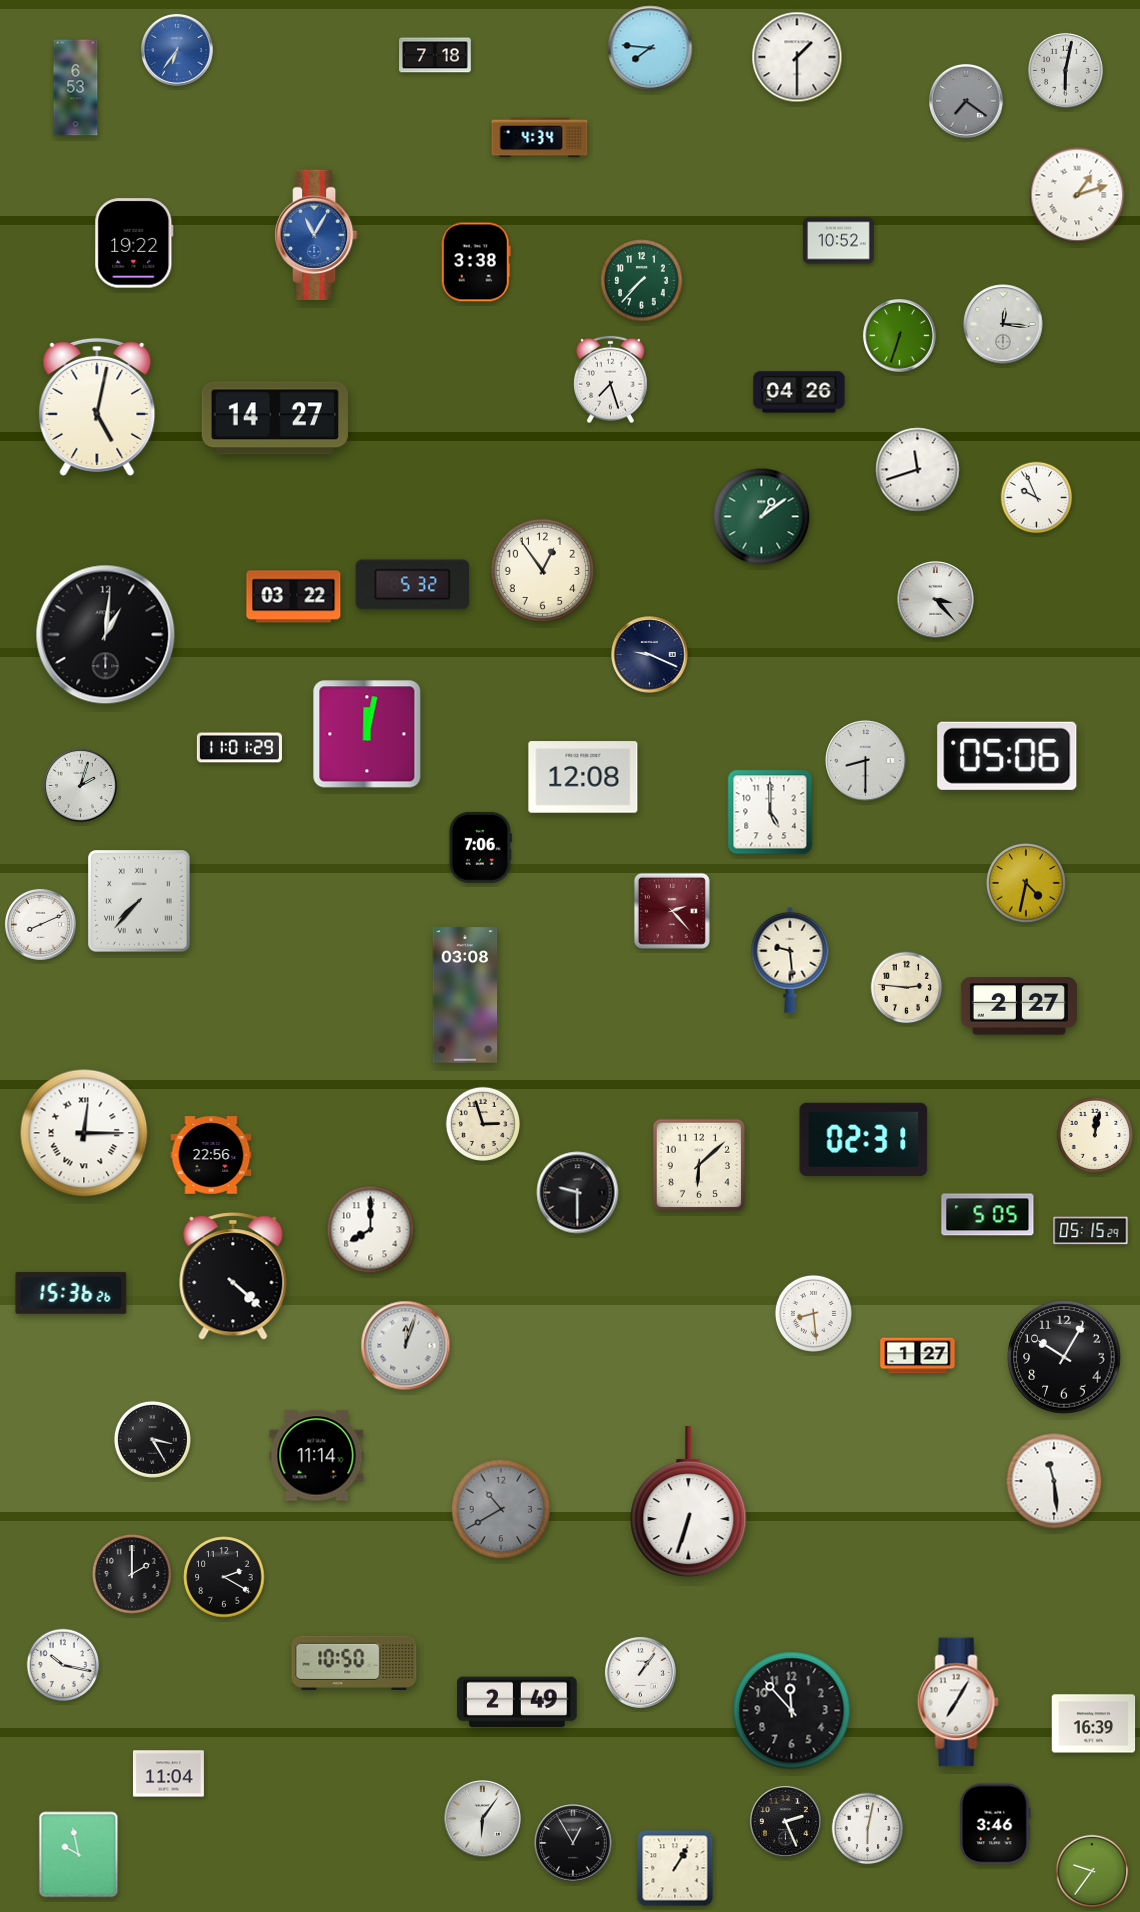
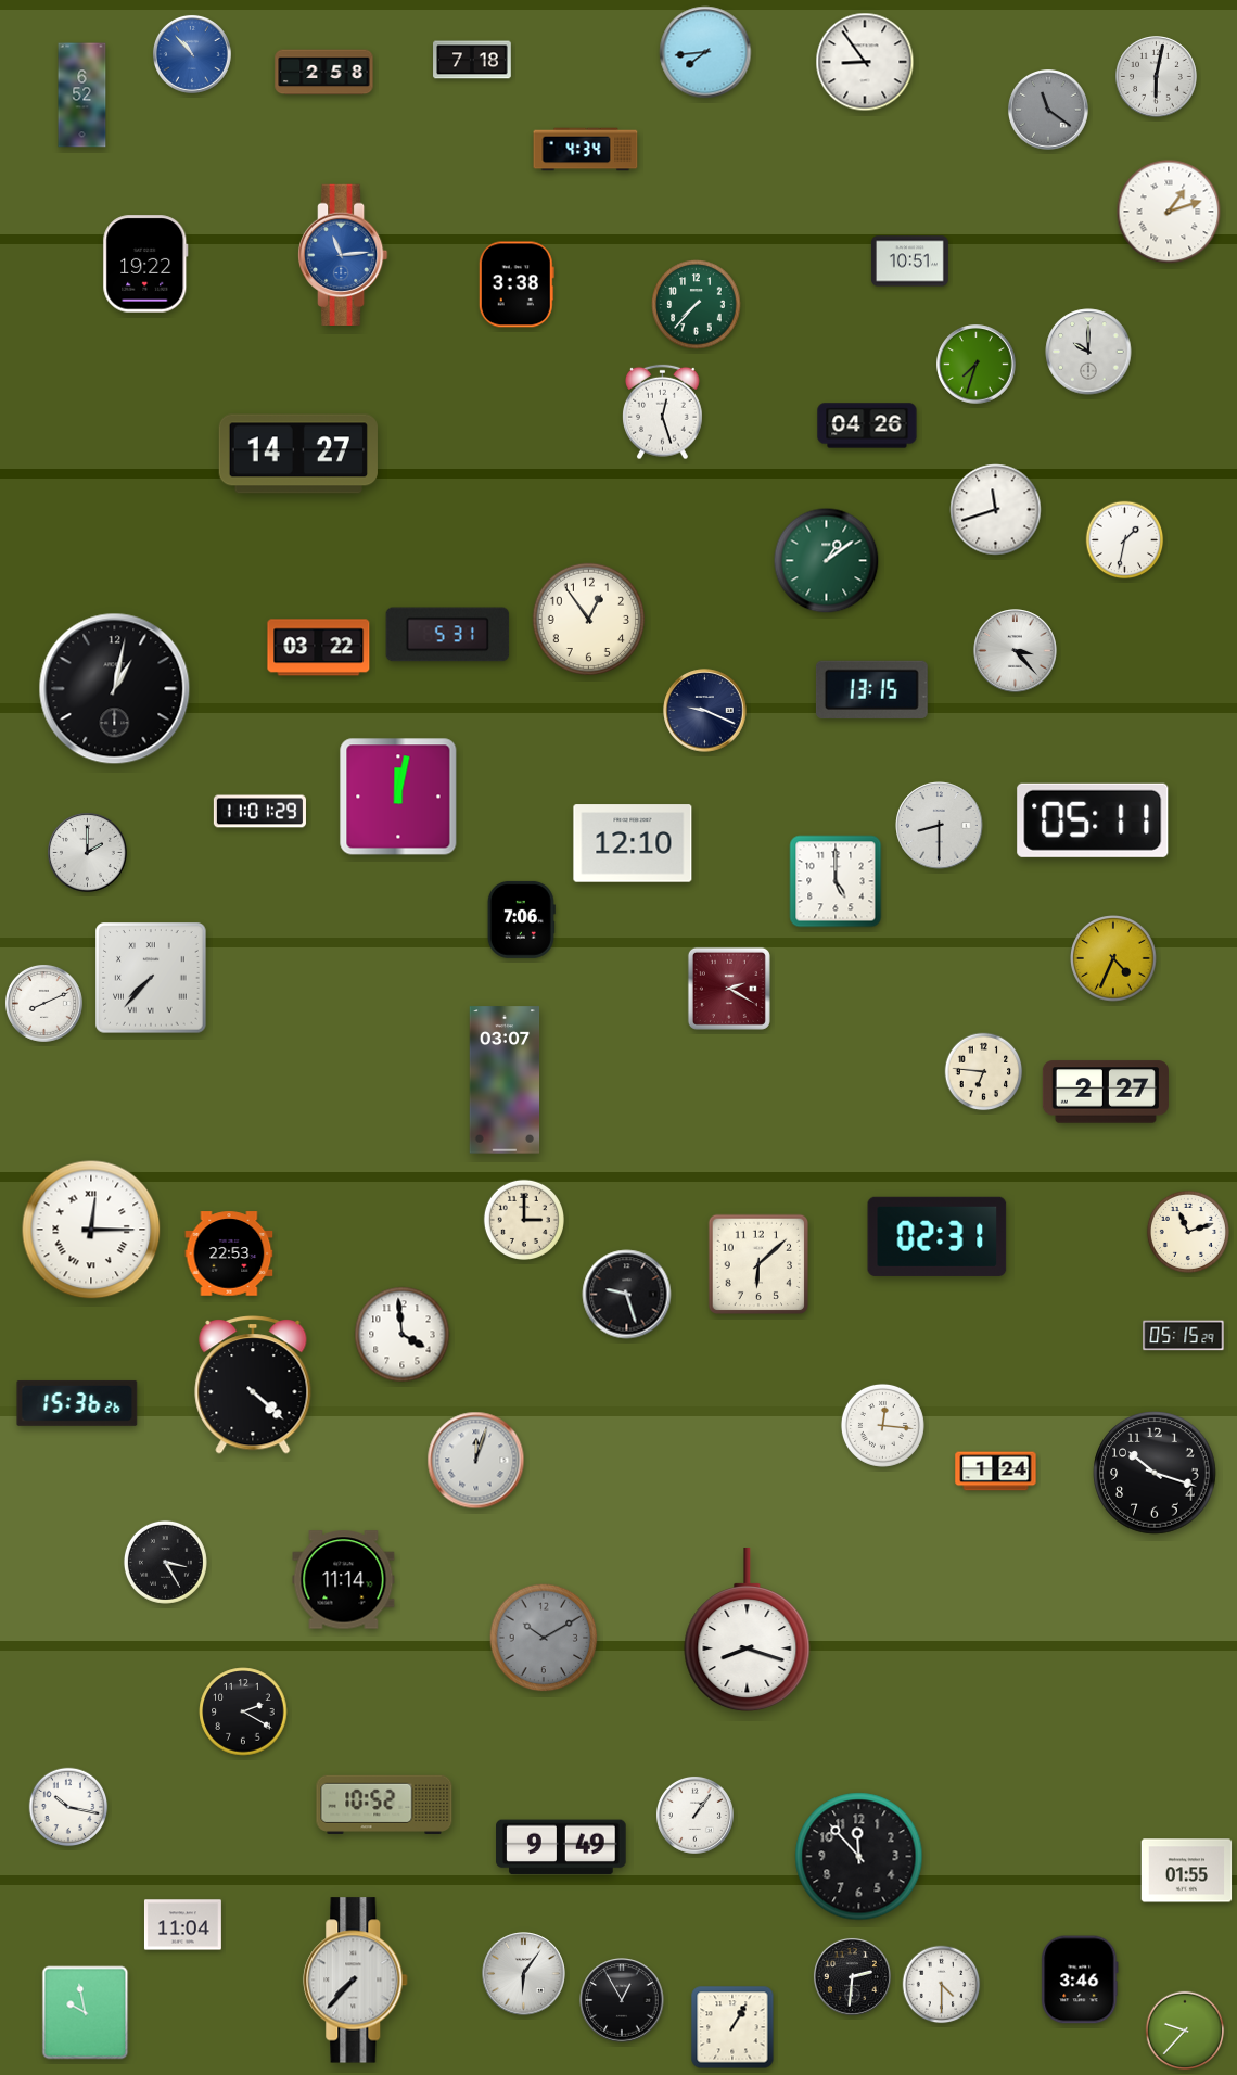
clock at (650, 48): 7:46 -> 7:44
clock at (177, 50): 6:36 -> 10:53
clock at (797, 57): 1:30 -> 8:54
clock at (324, 73): none -> 2:58
clock at (76, 88): 6:53 -> 6:52
clock at (966, 101): 7:21 -> 11:21
clock at (317, 235): 11:05 -> 11:14
clock at (838, 241): 10:52 -> 10:51
clock at (1003, 324): 12:16 -> 10:00
clock at (900, 336): 6:33 -> 7:33
clock at (611, 380): 7:27 -> 12:27
clock at (97, 407): 5:02 -> none
clock at (1037, 498): 9:56 -> 1:32
clock at (413, 585): 5:32 -> 5:31
clock at (106, 635): 1:01 -> 1:02
clock at (871, 689): none -> 13:15
clock at (1007, 756): 05:06 -> 05:11
clock at (583, 777): 12:08 -> 12:10
clock at (81, 786): 2:03 -> 2:00
clock at (1026, 883): 4:32 -> 4:34
clock at (672, 911): 2:23 -> 2:20
clock at (790, 960): 9:29 -> none
clock at (907, 988): 2:46 -> 6:46
clock at (465, 995): 03:08 -> 03:07
clock at (482, 1123): 2:57 -> 3:00
clock at (1095, 1135): 12:02 -> 11:12
clock at (211, 1155): 22:56 -> 22:53
clock at (578, 1193): 9:30 -> 9:27
clock at (988, 1215): 5:05 -> none
clock at (371, 1230): 8:00 -> 3:59
clock at (813, 1313): 8:29 -> 12:16
clock at (406, 1346) position: (406, 1346) -> (476, 1461)
clock at (918, 1356): 1:27 -> 1:24
clock at (1064, 1357): 10:05 -> 10:18
clock at (1054, 1481): 11:29 -> none
clock at (689, 1503): 6:33 -> 8:18
clock at (501, 1509): 10:40 -> 10:10
clock at (132, 1574): 2:00 -> none
clock at (354, 1663): 10:50 -> 10:52
clock at (517, 1702): 2:49 -> 9:49
clock at (958, 1702): 7:05 -> none
clock at (1094, 1724): 16:39 -> 01:55
clock at (785, 1821): 2:26 -> 2:31
clock at (356, 1981): none -> 7:37
clock at (868, 1829): 6:02 -> 4:30
clock at (1092, 1871): 9:36 -> 9:37
